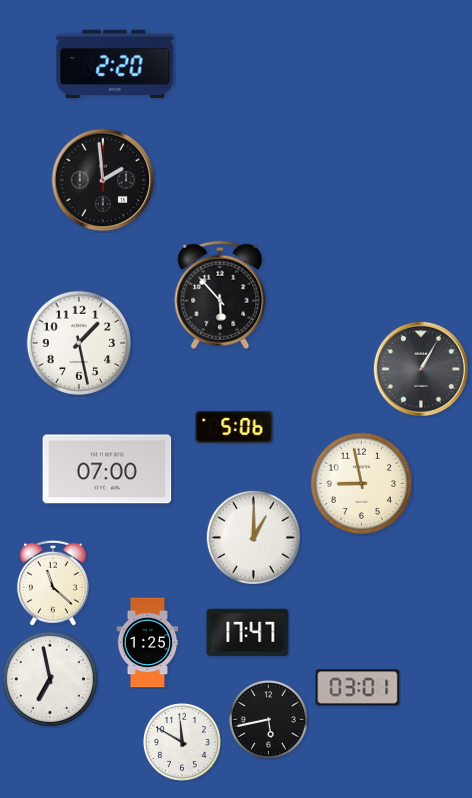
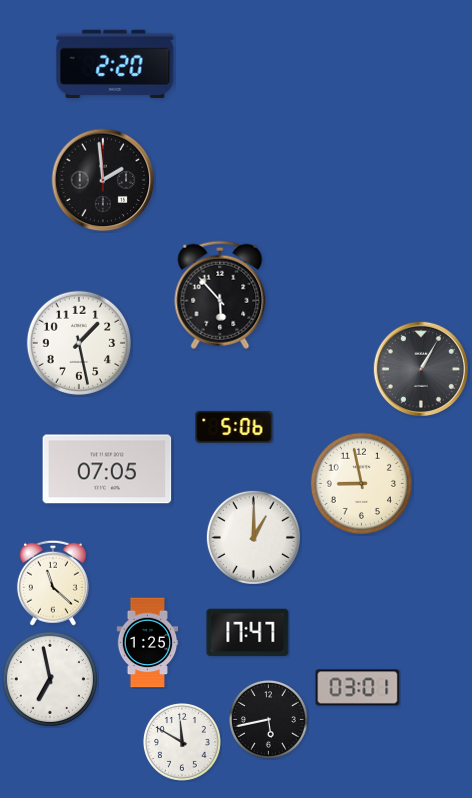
clock at (107, 469): 07:00 -> 07:05
